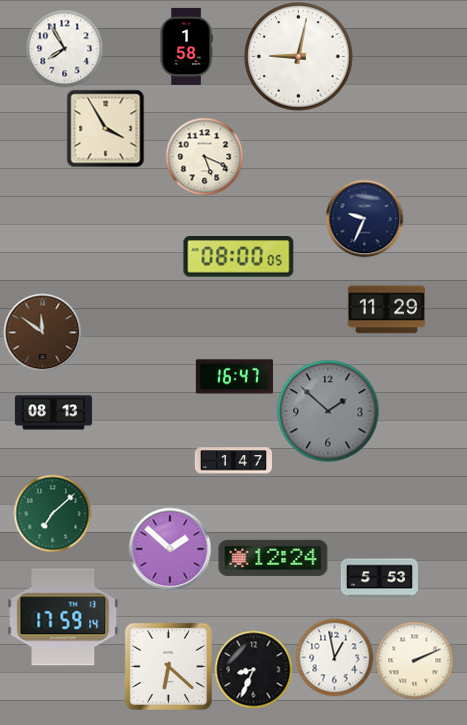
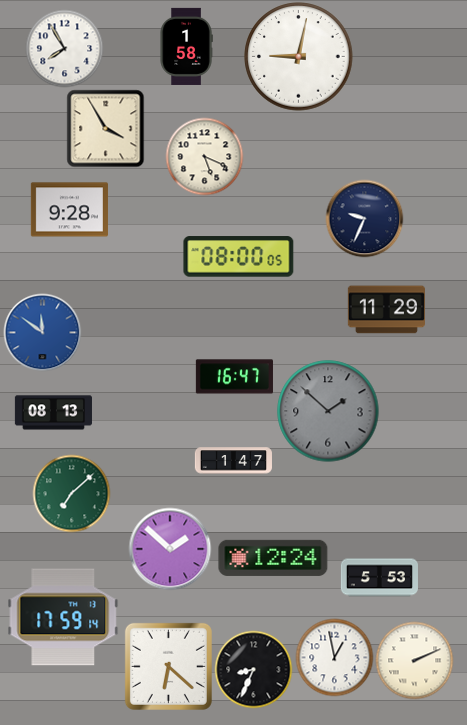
clock at (69, 210): none -> 9:28
clock at (42, 332) dial: brown -> blue
clock at (52, 513) position: (52, 513) -> (71, 493)
